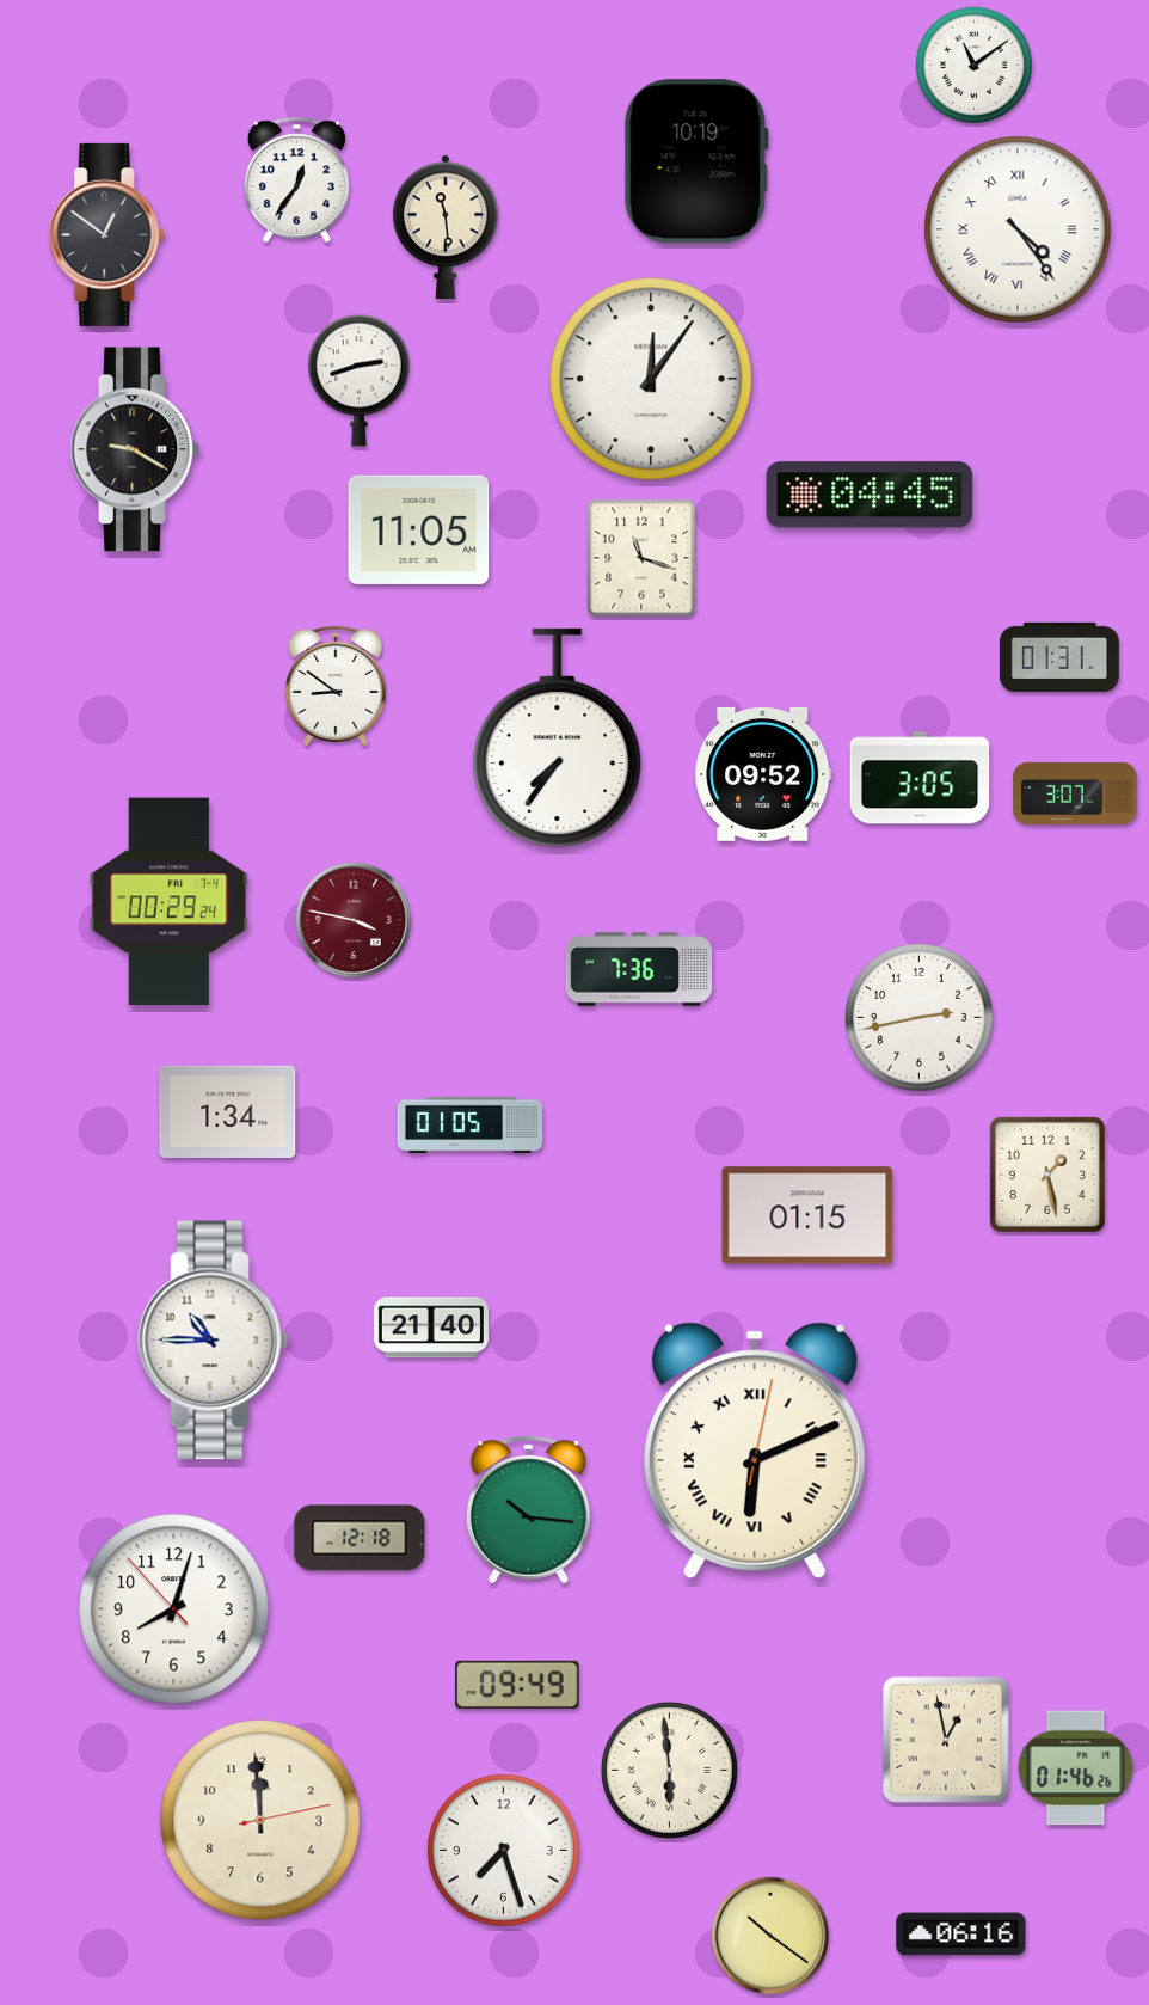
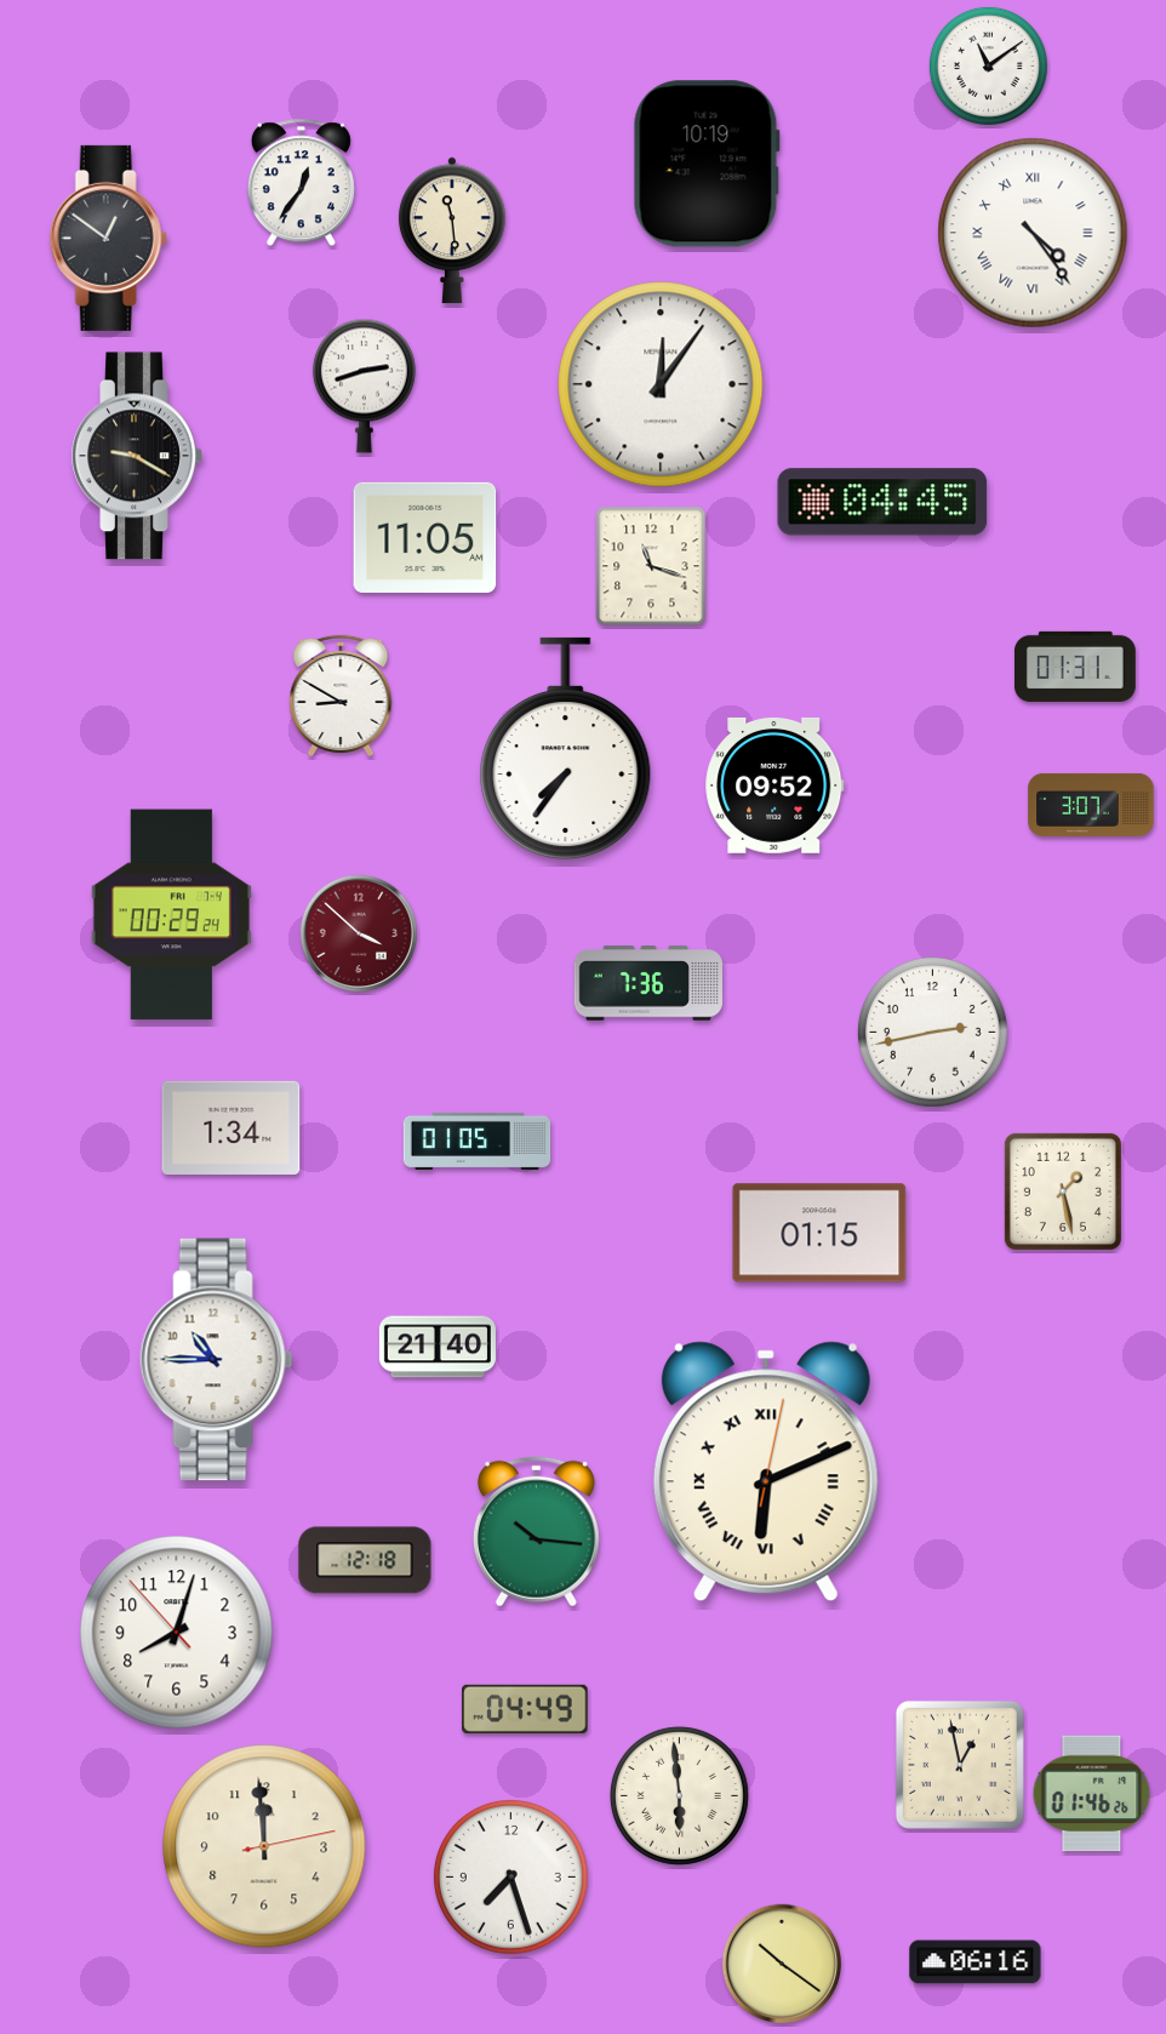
clock at (336, 686): 8:51 -> 8:50
clock at (920, 778): 3:05 -> none
clock at (352, 919): 3:47 -> 3:52
clock at (517, 1685): 09:49 -> 04:49
